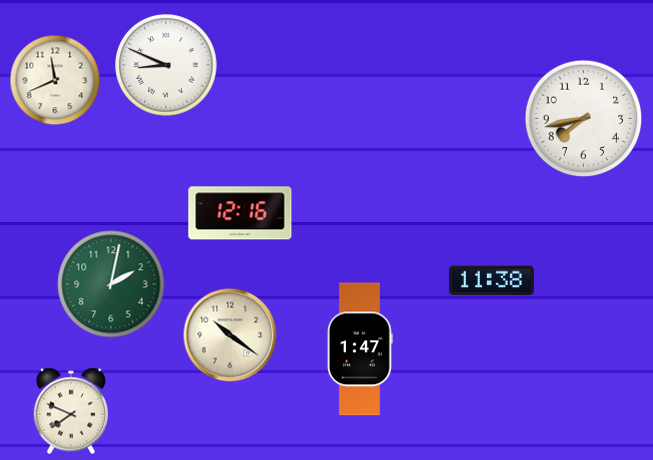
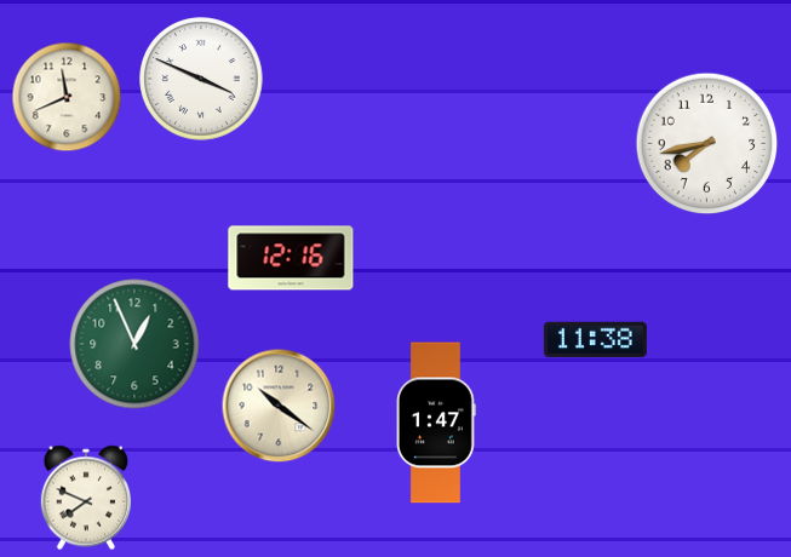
clock at (166, 65): 8:49 -> 3:49
clock at (111, 284): 2:02 -> 12:56
